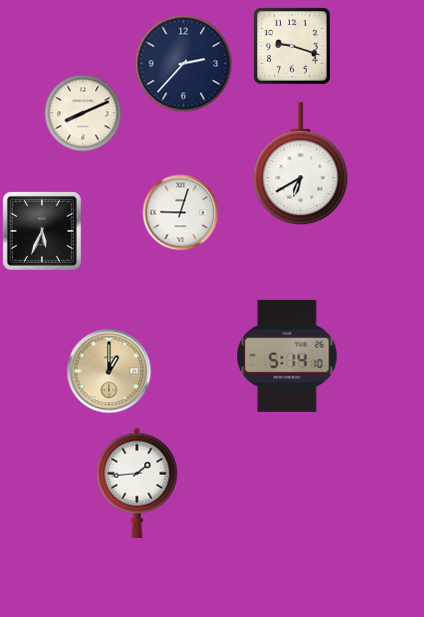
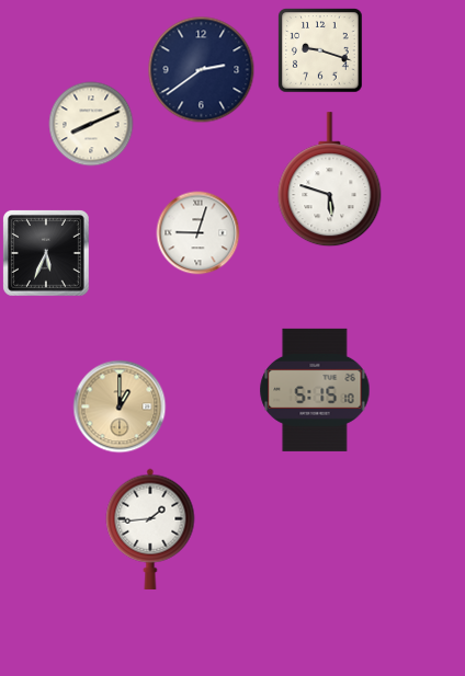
clock at (184, 64): 2:37 -> 2:39
clock at (301, 164): 6:40 -> 5:48
clock at (287, 356): 5:14 -> 5:15
